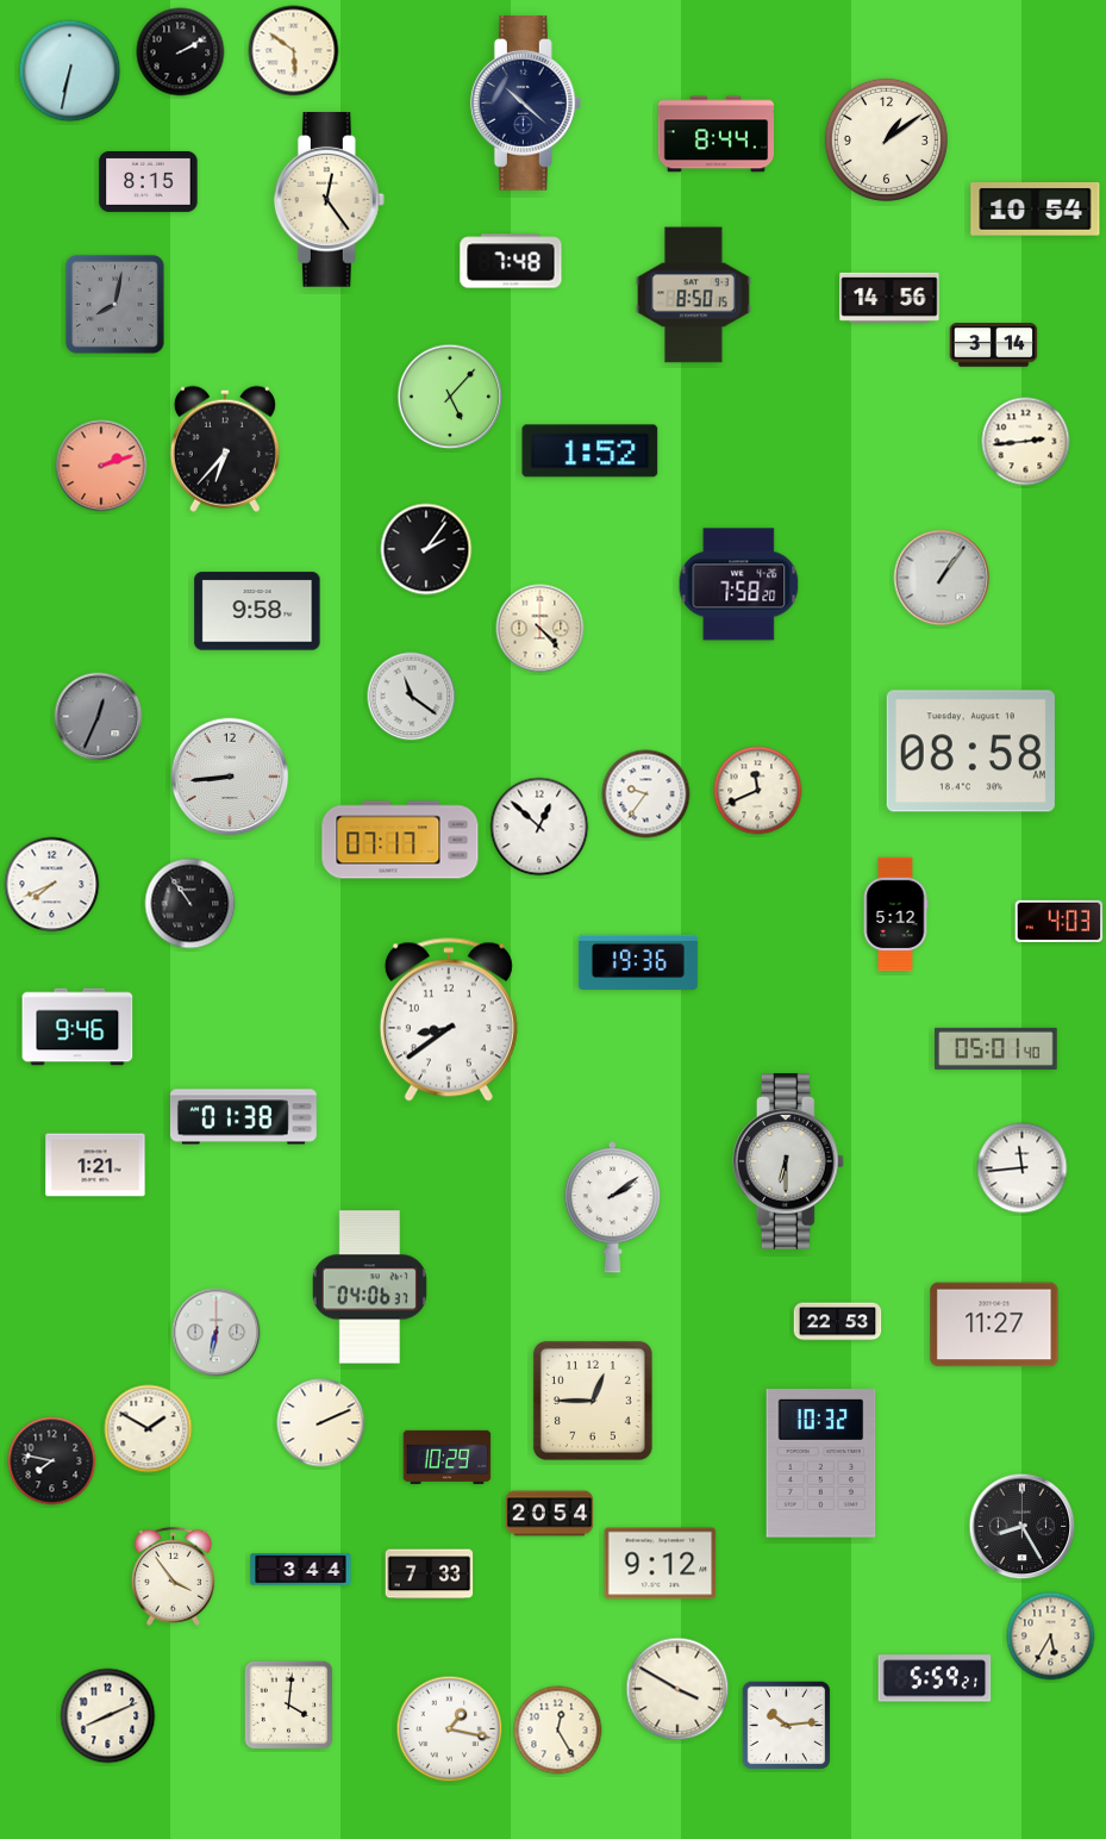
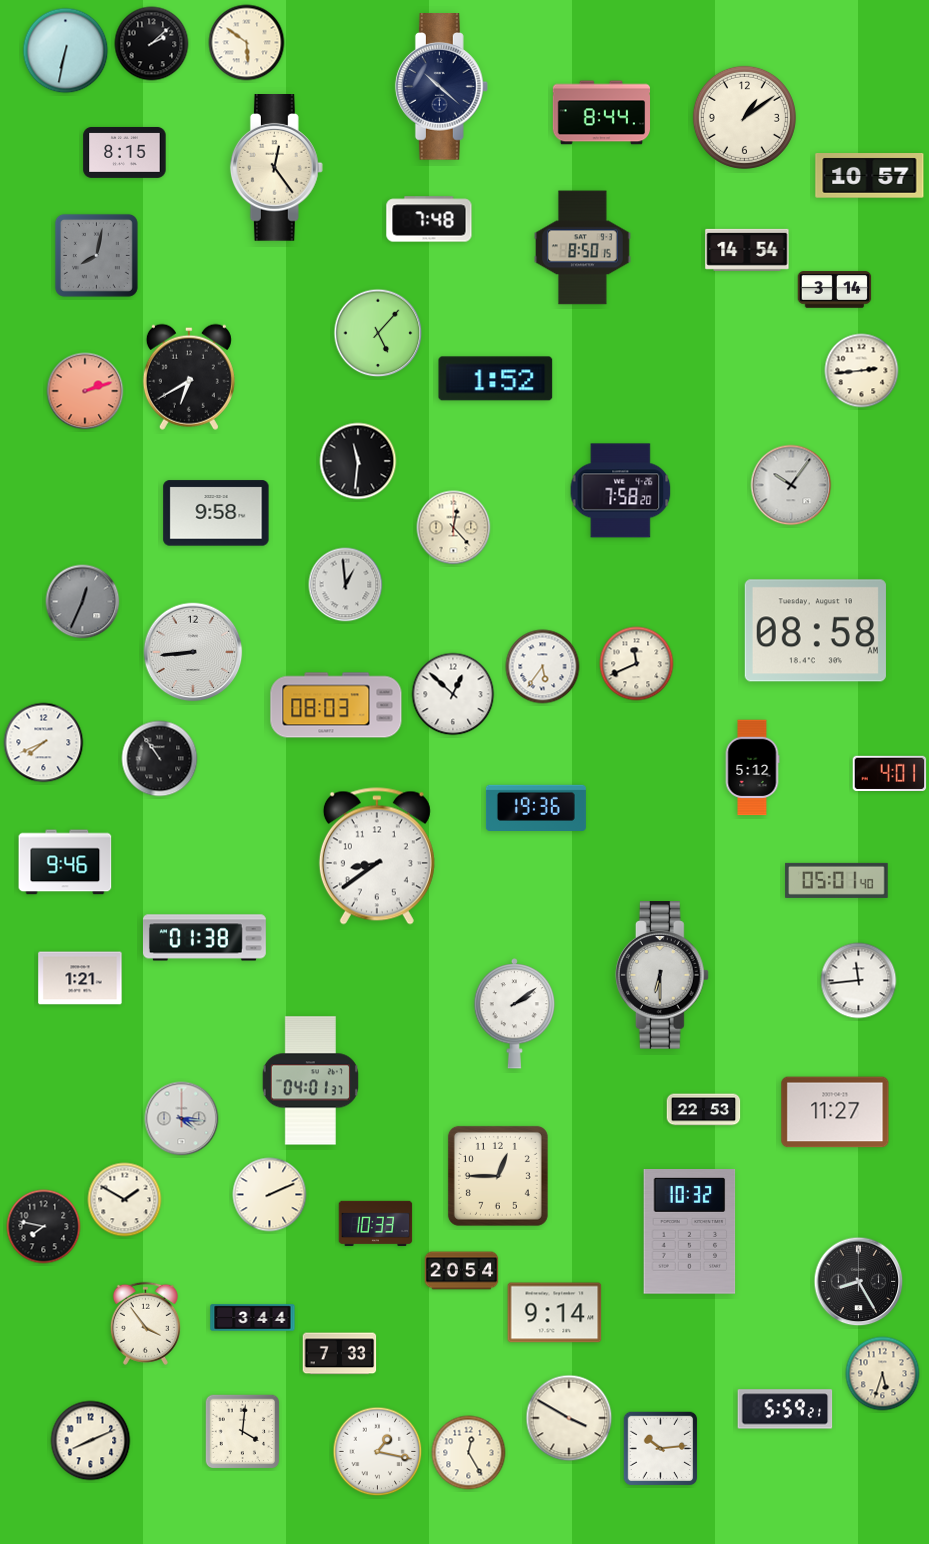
clock at (181, 52): 2:10 -> 2:08
clock at (70, 71) position: (70, 71) -> (66, 51)
clock at (1036, 210): 10:54 -> 10:57
clock at (889, 298): 14:56 -> 14:54
clock at (225, 449): 6:37 -> 6:40
clock at (426, 549): 2:06 -> 11:31
clock at (942, 578): 1:06 -> 10:06
clock at (540, 629): 4:23 -> 12:23
clock at (412, 697): 11:21 -> 12:59
clock at (646, 794): 9:36 -> 5:36
clock at (400, 840): 07:17 -> 08:03
clock at (1060, 921): 4:03 -> 4:01
clock at (369, 1288): 04:06 -> 04:01
clock at (217, 1333): 6:32 -> 4:16
clock at (448, 1457): 10:29 -> 10:33
clock at (821, 1464) position: (821, 1464) -> (690, 1232)
clock at (661, 1564): 9:12 -> 9:14
clock at (430, 1575) position: (430, 1575) -> (340, 1354)
clock at (1051, 1637): 5:35 -> 5:33
